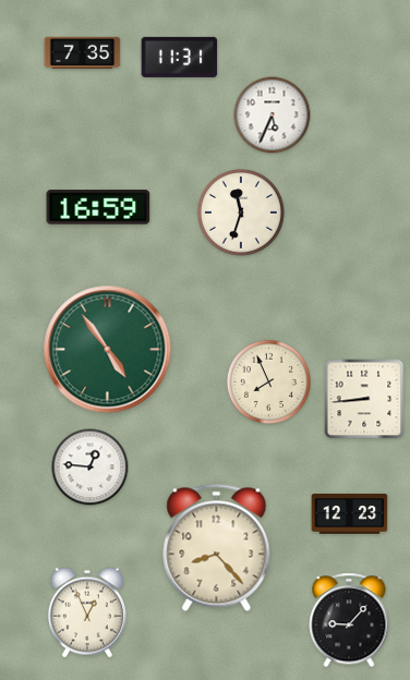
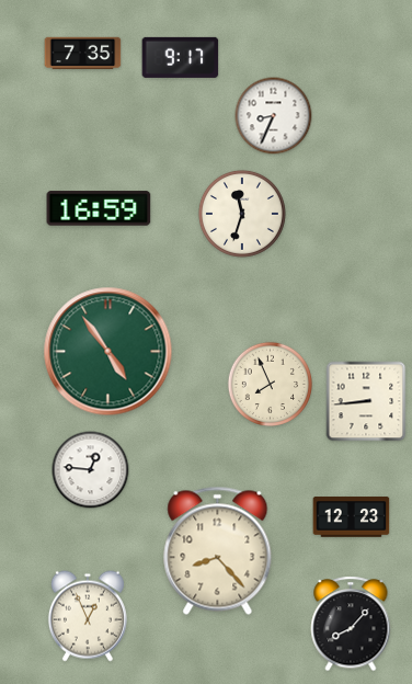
clock at (180, 57): 11:31 -> 9:17
clock at (273, 116): 5:34 -> 8:34
clock at (349, 620): 9:07 -> 8:07
